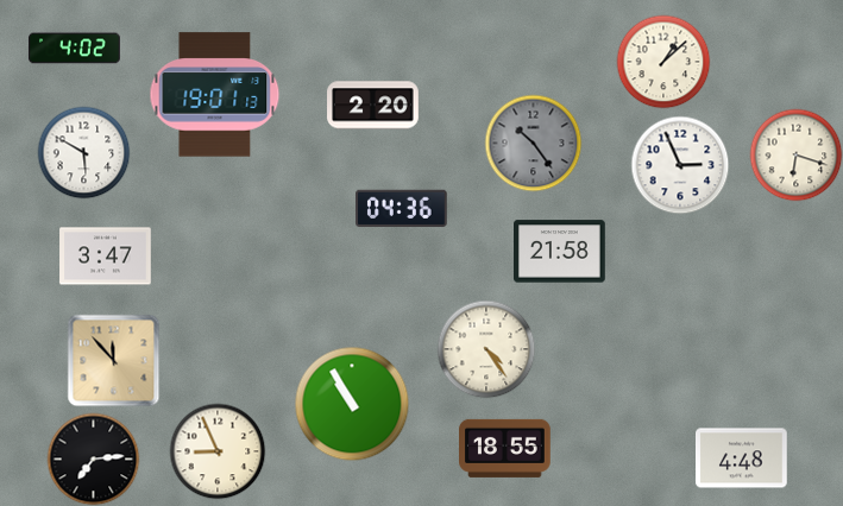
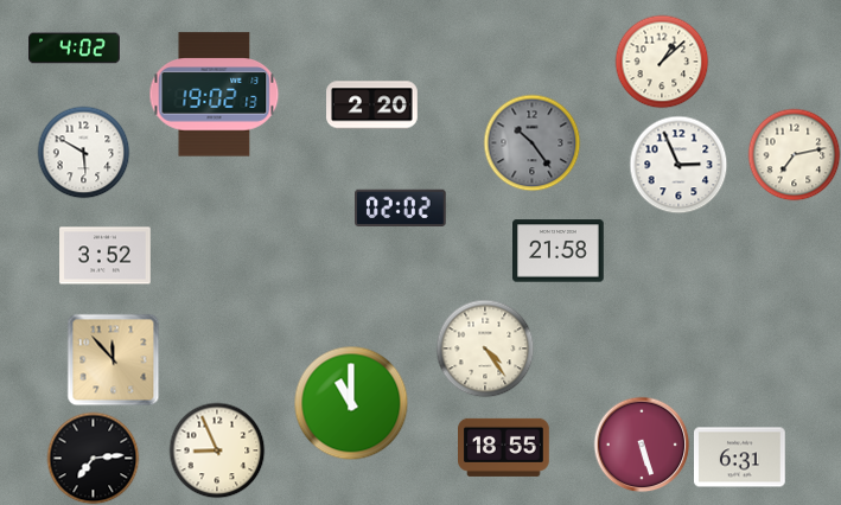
clock at (215, 95): 19:01 -> 19:02
clock at (795, 154): 6:18 -> 7:13
clock at (402, 209): 04:36 -> 02:02
clock at (106, 257): 3:47 -> 3:52
clock at (352, 404): 10:55 -> 11:00
clock at (642, 445): none -> 5:27
clock at (742, 458): 4:48 -> 6:31
